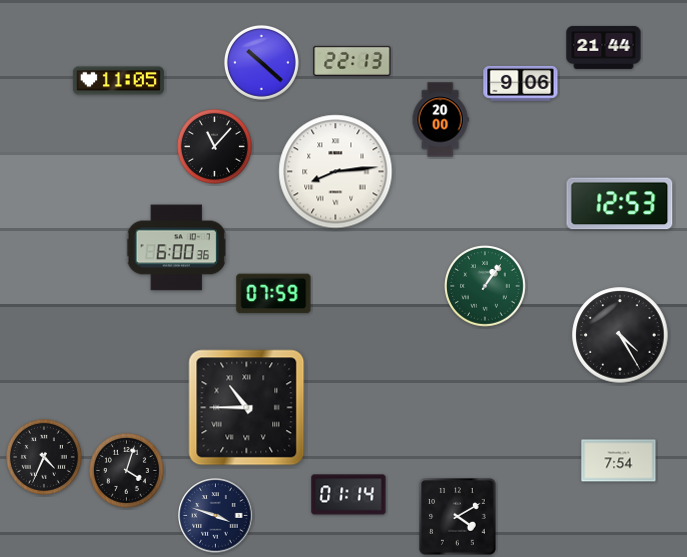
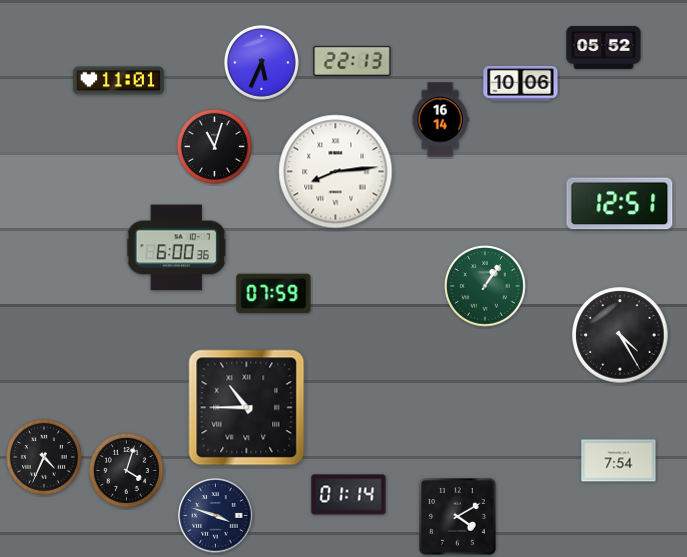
clock at (604, 47): 21:44 -> 05:52
clock at (261, 62): 10:22 -> 5:34
clock at (118, 81): 11:05 -> 11:01
clock at (521, 83): 9:06 -> 10:06
clock at (440, 120): 20:00 -> 16:14
clock at (214, 146): 11:07 -> 11:03
clock at (620, 204): 12:53 -> 12:51
